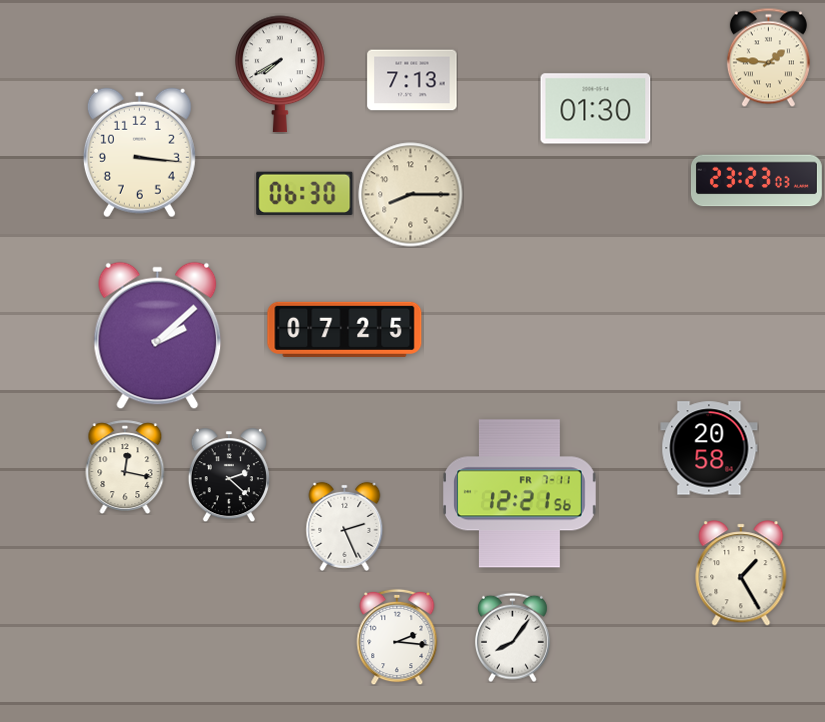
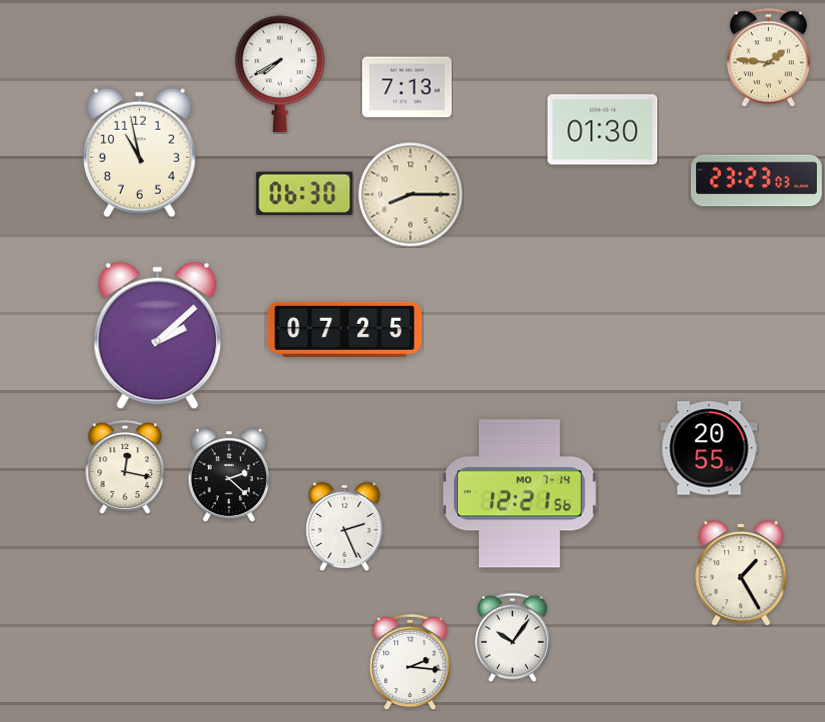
clock at (412, 80) position: (412, 80) -> (407, 87)
clock at (596, 109) position: (596, 109) -> (603, 130)
clock at (139, 153): 3:16 -> 10:58
clock at (709, 448): 20:58 -> 20:55
clock at (519, 494) date: FR 7-11 -> MO 7-14
clock at (397, 637) position: (397, 637) -> (410, 662)
clock at (512, 637): 8:06 -> 10:06
